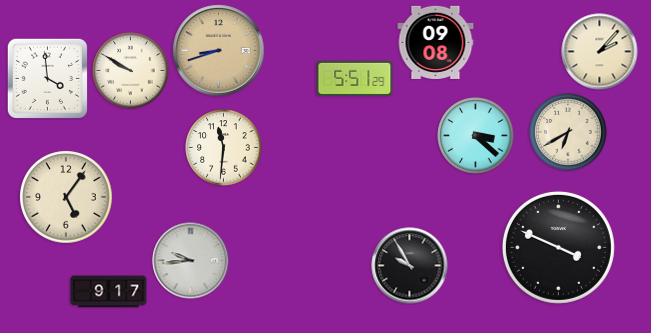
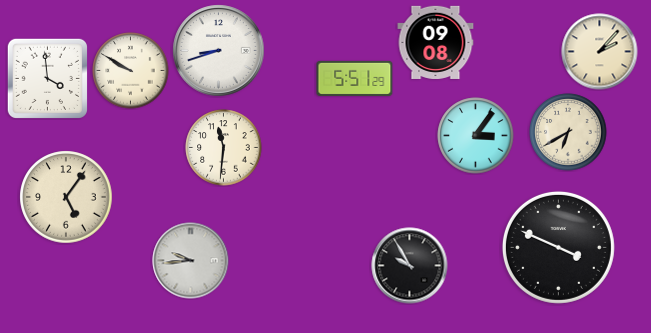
clock at (219, 51) dial: champagne -> white
clock at (476, 136): 3:22 -> 3:06
clock at (109, 292): 9:17 -> none
